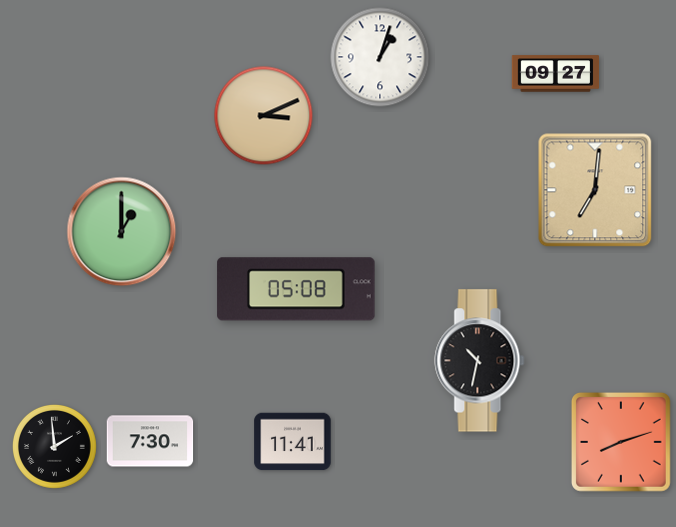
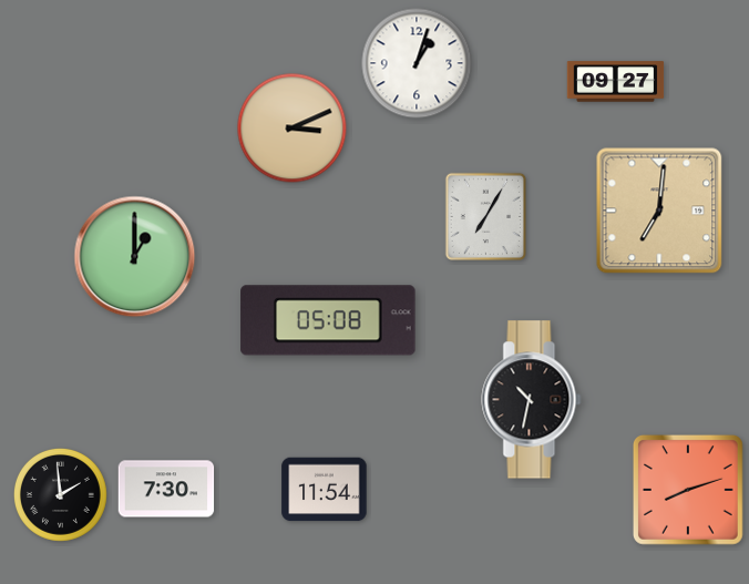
clock at (380, 57) position: (380, 57) -> (417, 63)
clock at (485, 216): none -> 7:05
clock at (293, 442): 11:41 -> 11:54
